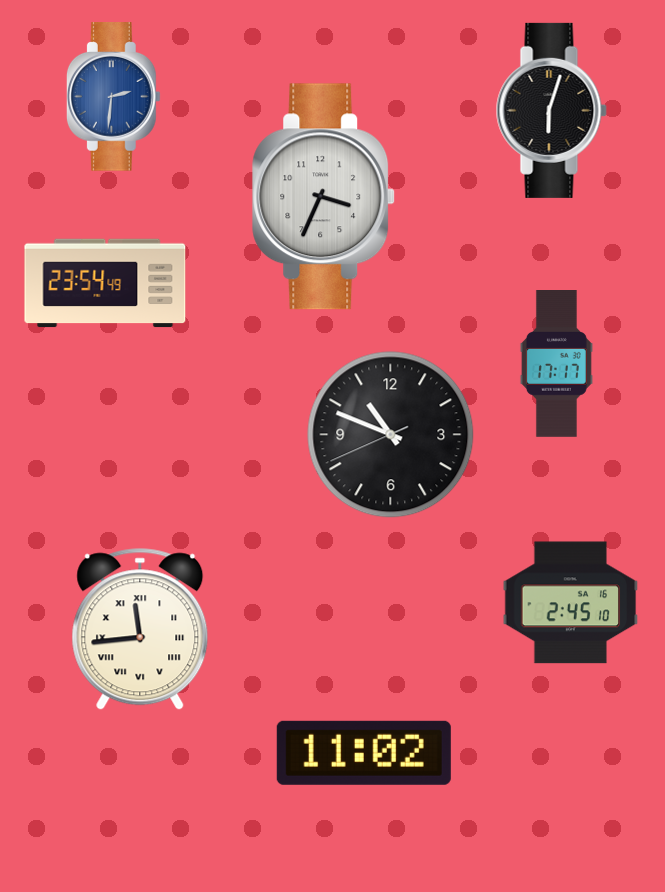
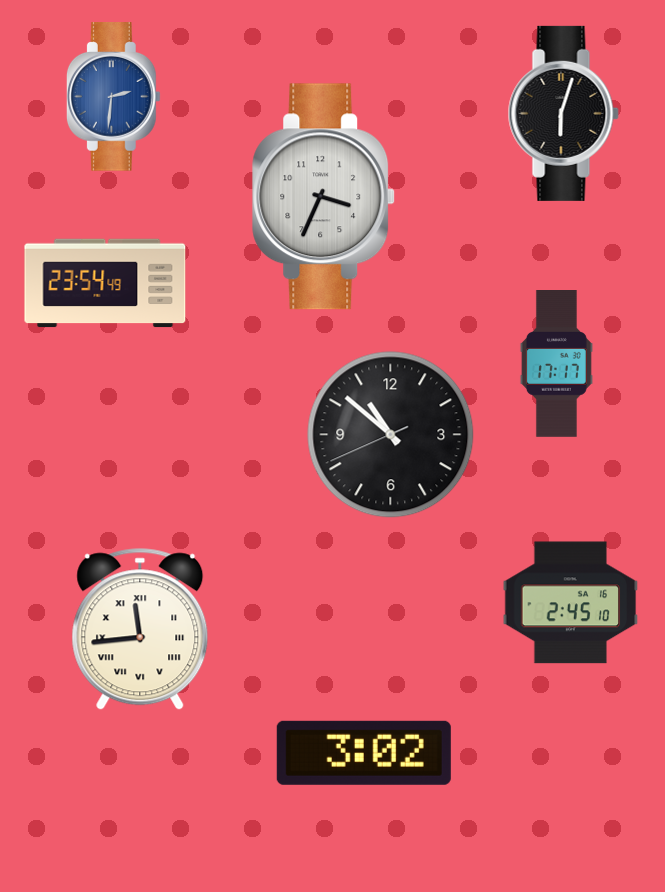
clock at (551, 110) position: (551, 110) -> (563, 113)
clock at (391, 435): 10:48 -> 10:51
clock at (364, 753): 11:02 -> 3:02
